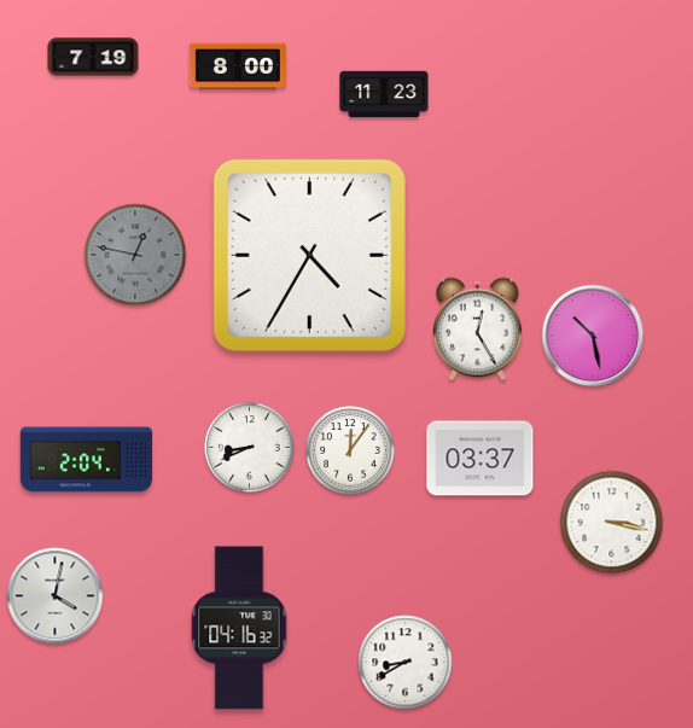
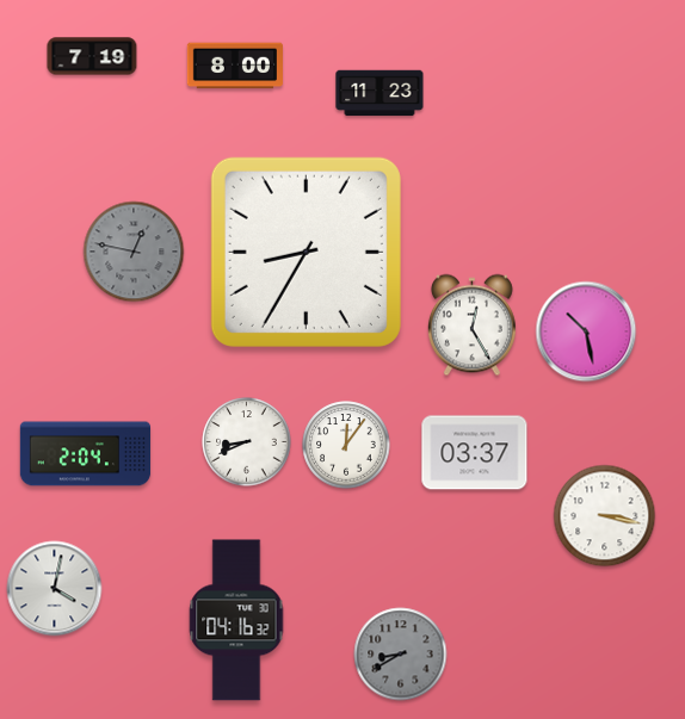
clock at (309, 255): 4:35 -> 8:35
clock at (406, 663) dial: white -> grey
